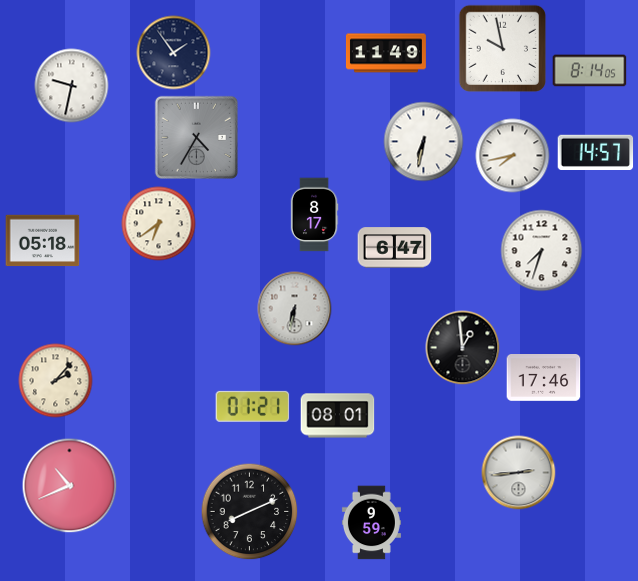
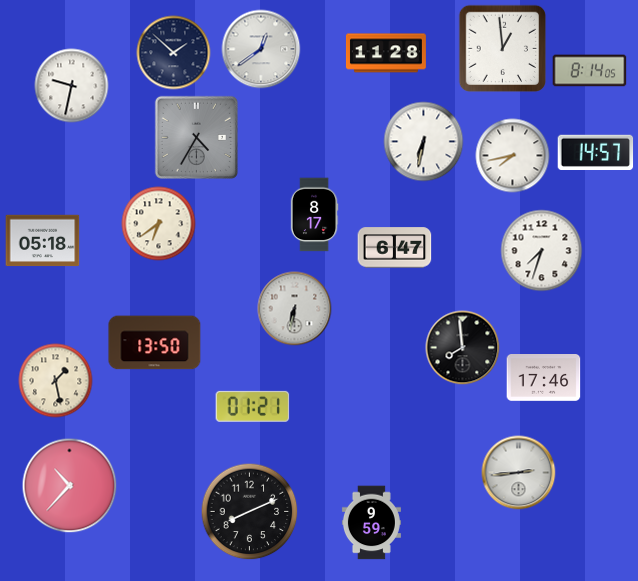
clock at (261, 49): none -> 12:39
clock at (503, 49): 9:58 -> 12:59
clock at (174, 53): 1:54 -> 1:52
clock at (386, 53): 11:49 -> 11:28
clock at (155, 343): none -> 13:50
clock at (463, 348): 12:59 -> 7:59
clock at (56, 381): 2:07 -> 1:28
clock at (338, 416): 08:01 -> none
clock at (70, 486): 10:41 -> 10:37
